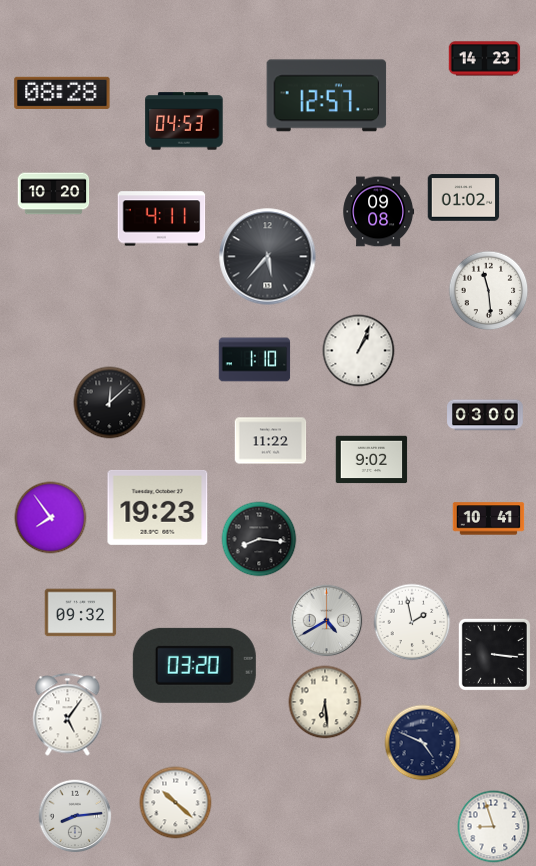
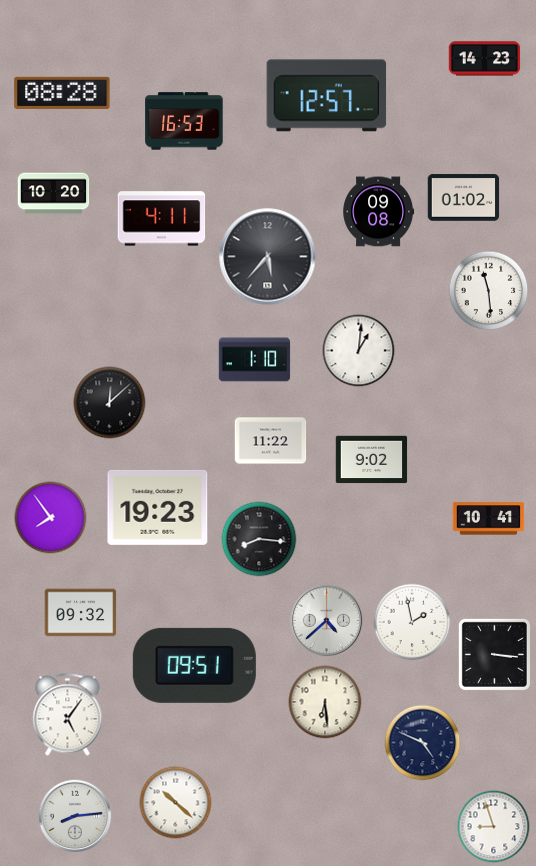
clock at (184, 121): 04:53 -> 16:53
clock at (359, 351): 1:04 -> 1:01
clock at (485, 415): 03:00 -> none
clock at (327, 621): 4:40 -> 4:38
clock at (194, 665): 03:20 -> 09:51
